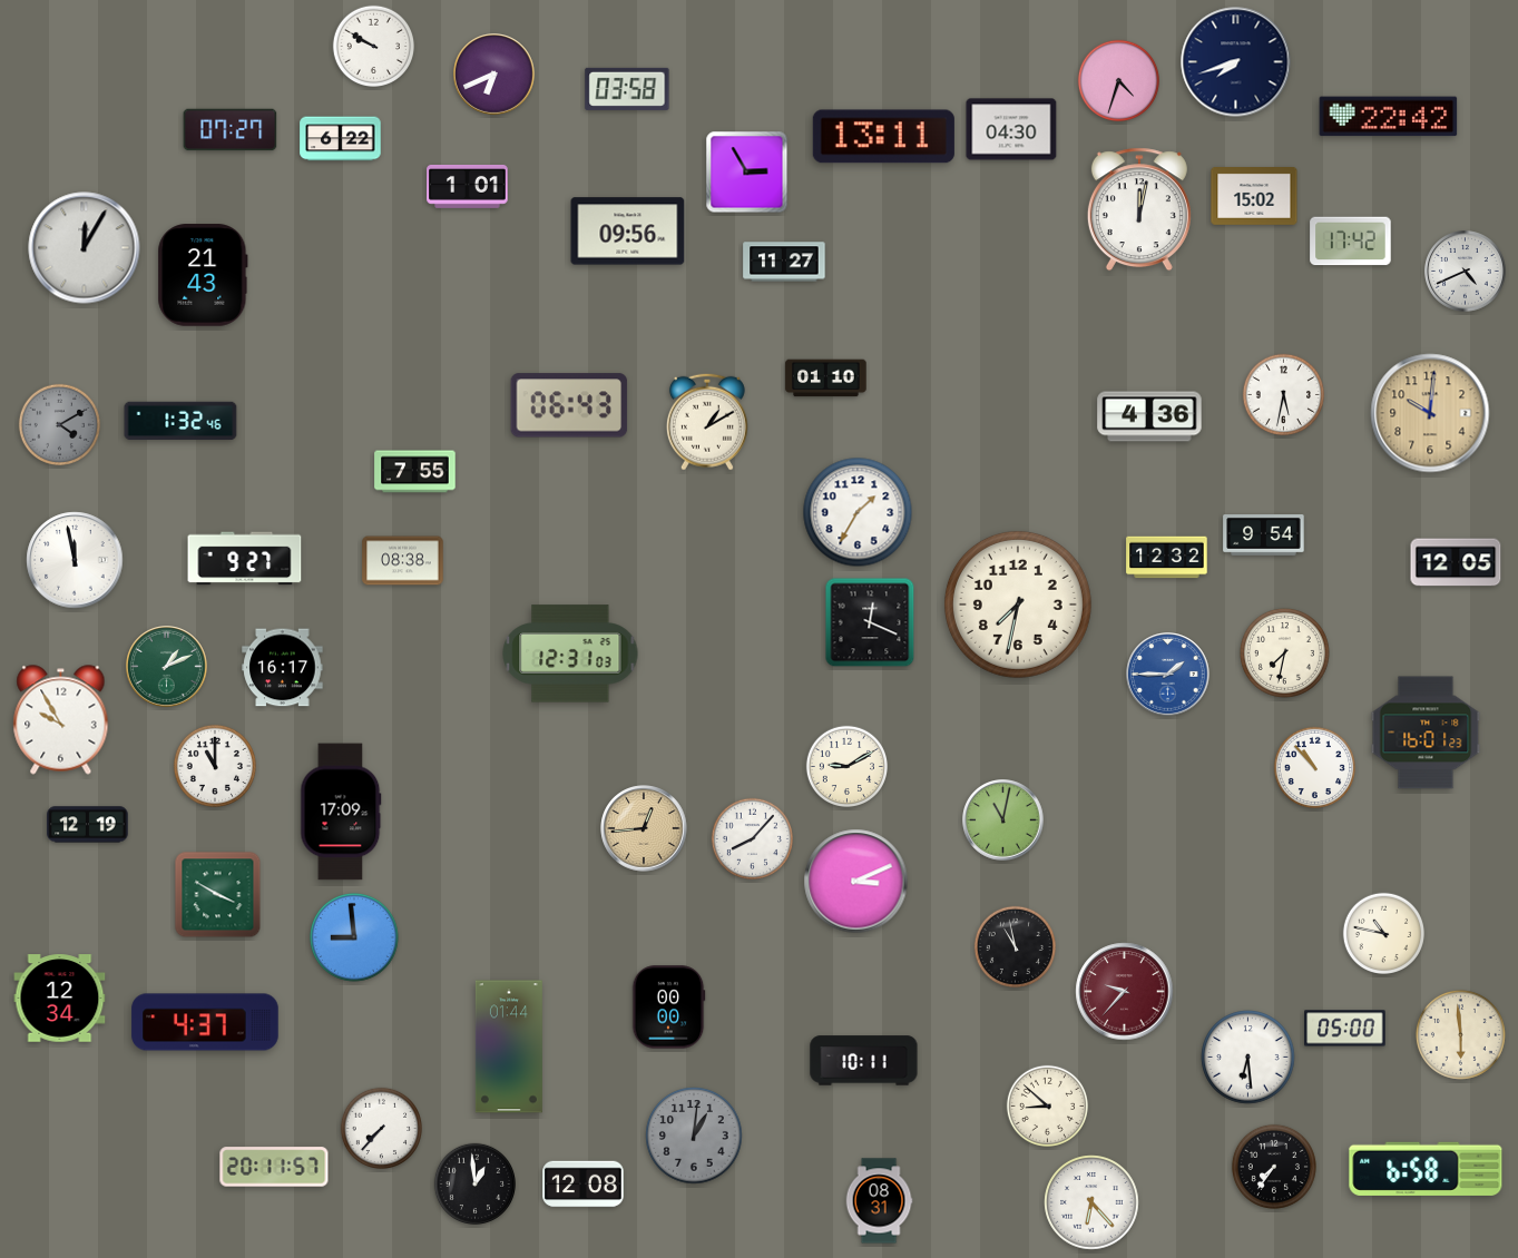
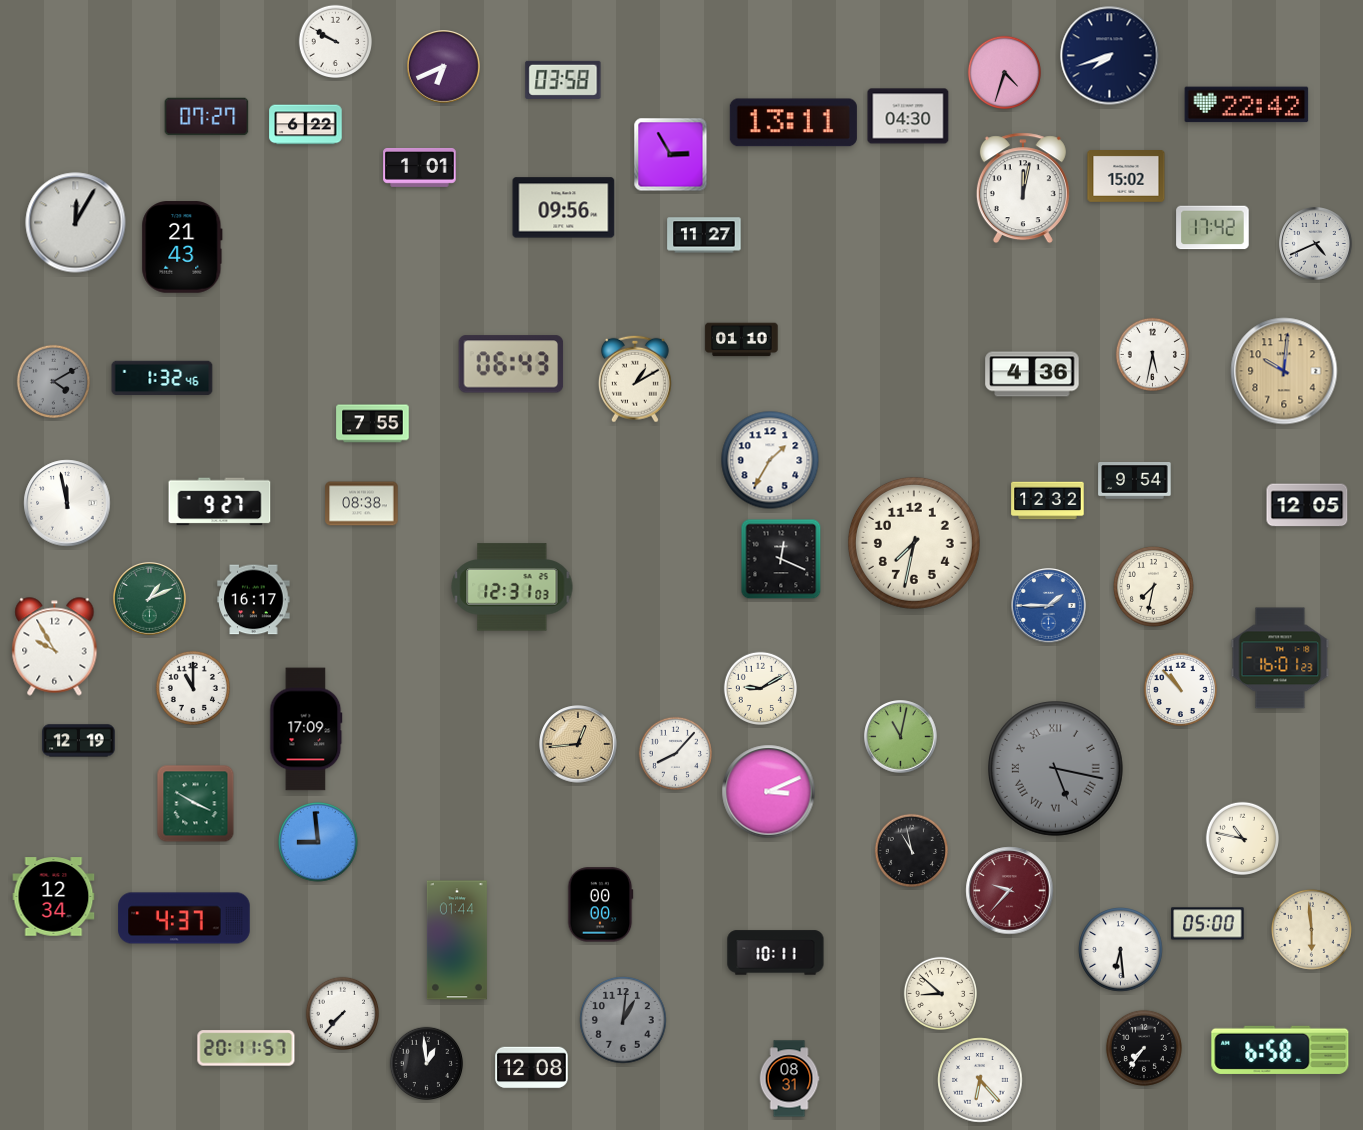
clock at (1351, 242) position: (1351, 242) -> (1213, 228)
clock at (1056, 769): none -> 5:17
clock at (584, 1185) position: (584, 1185) -> (532, 1068)
